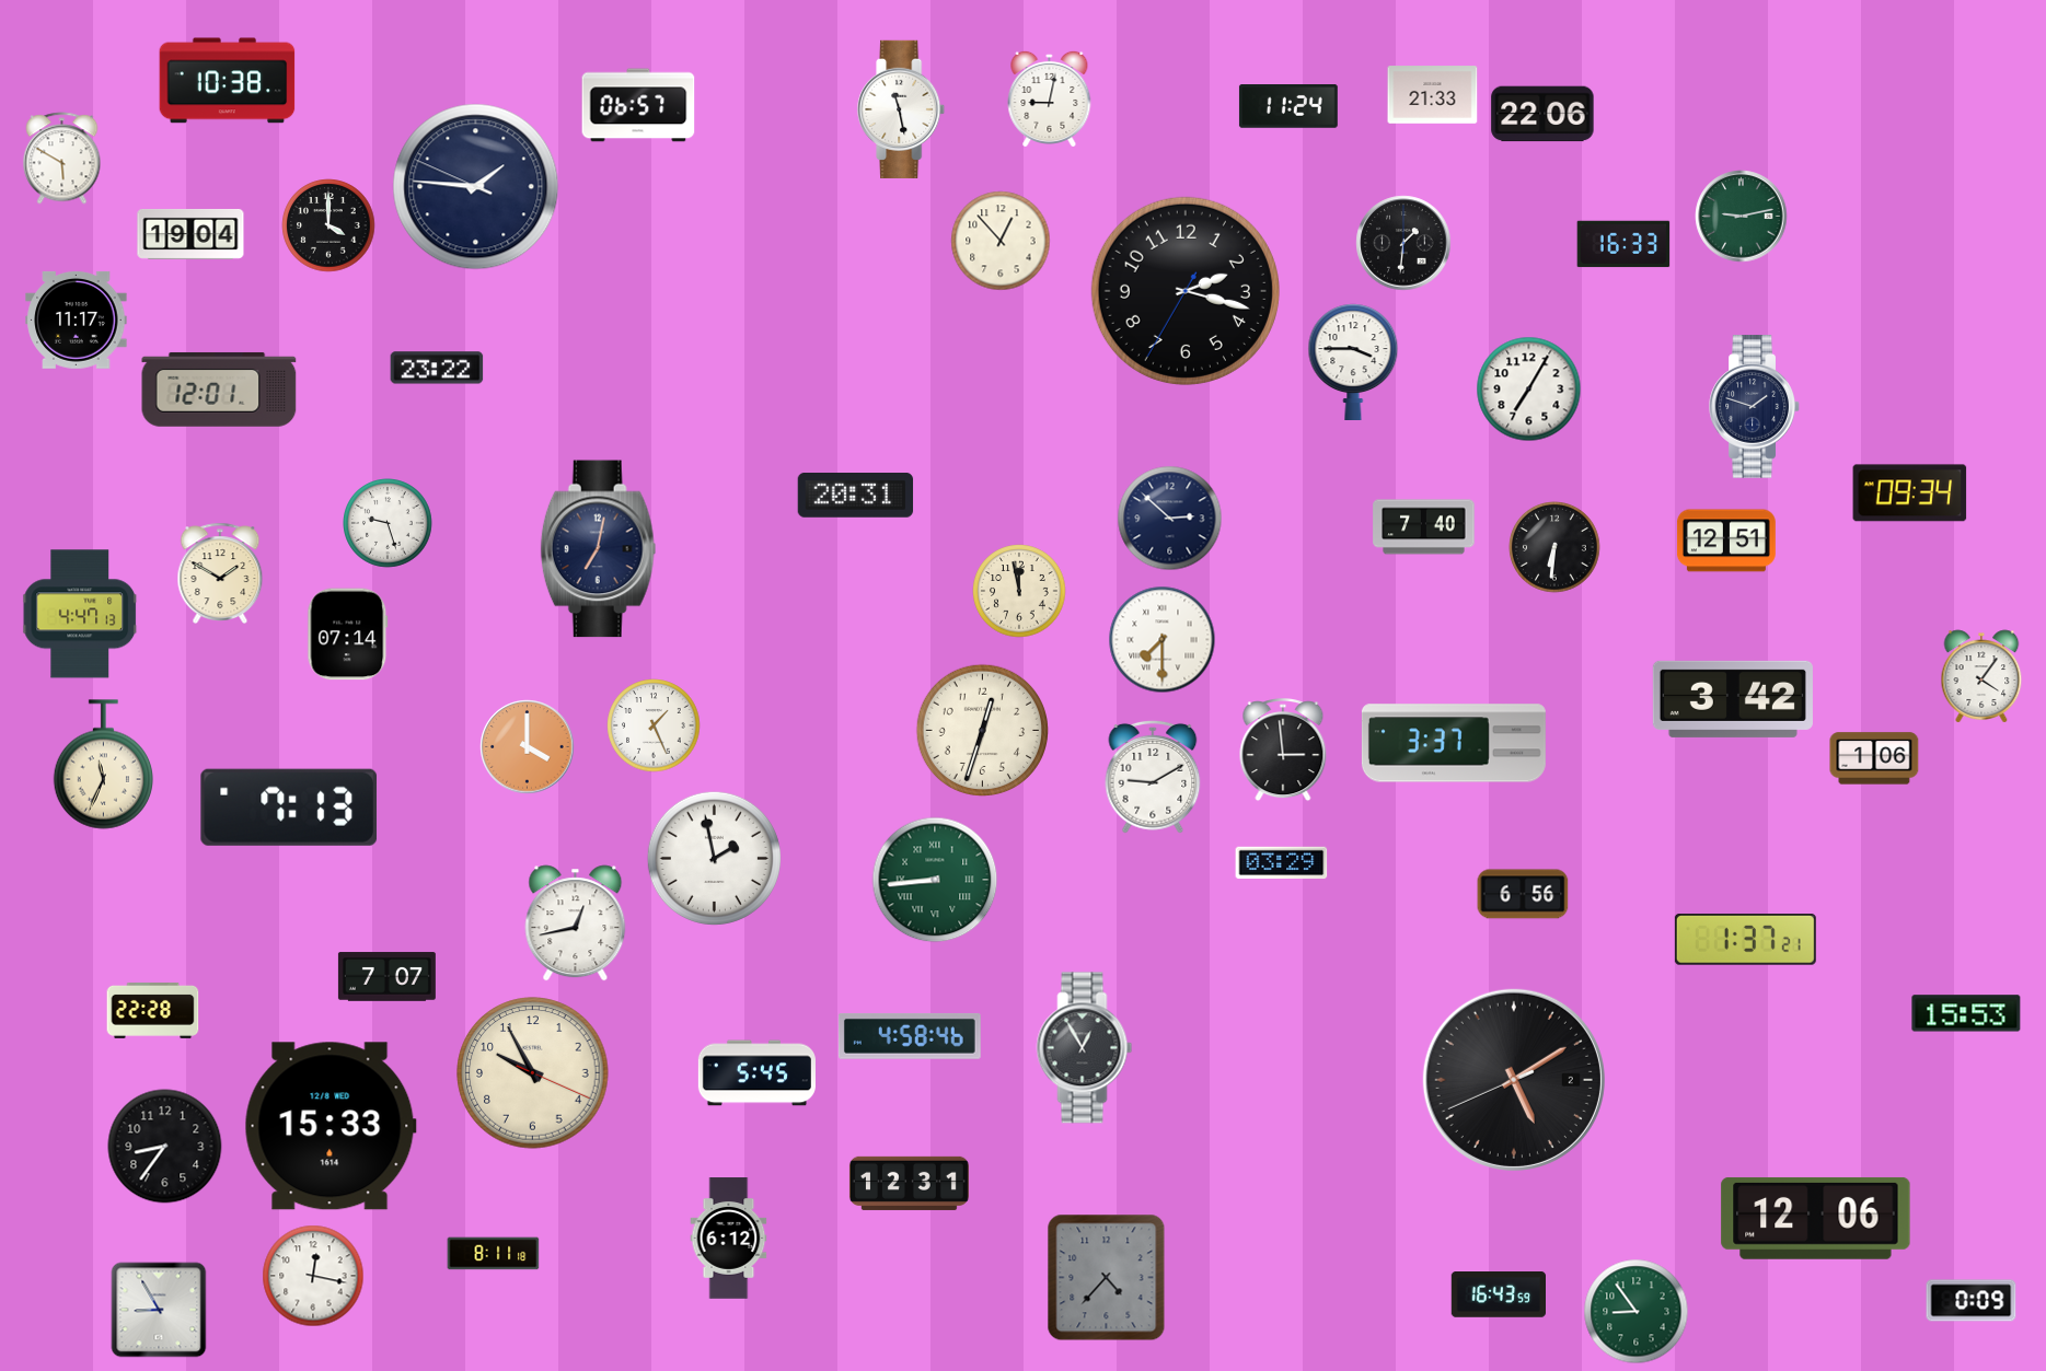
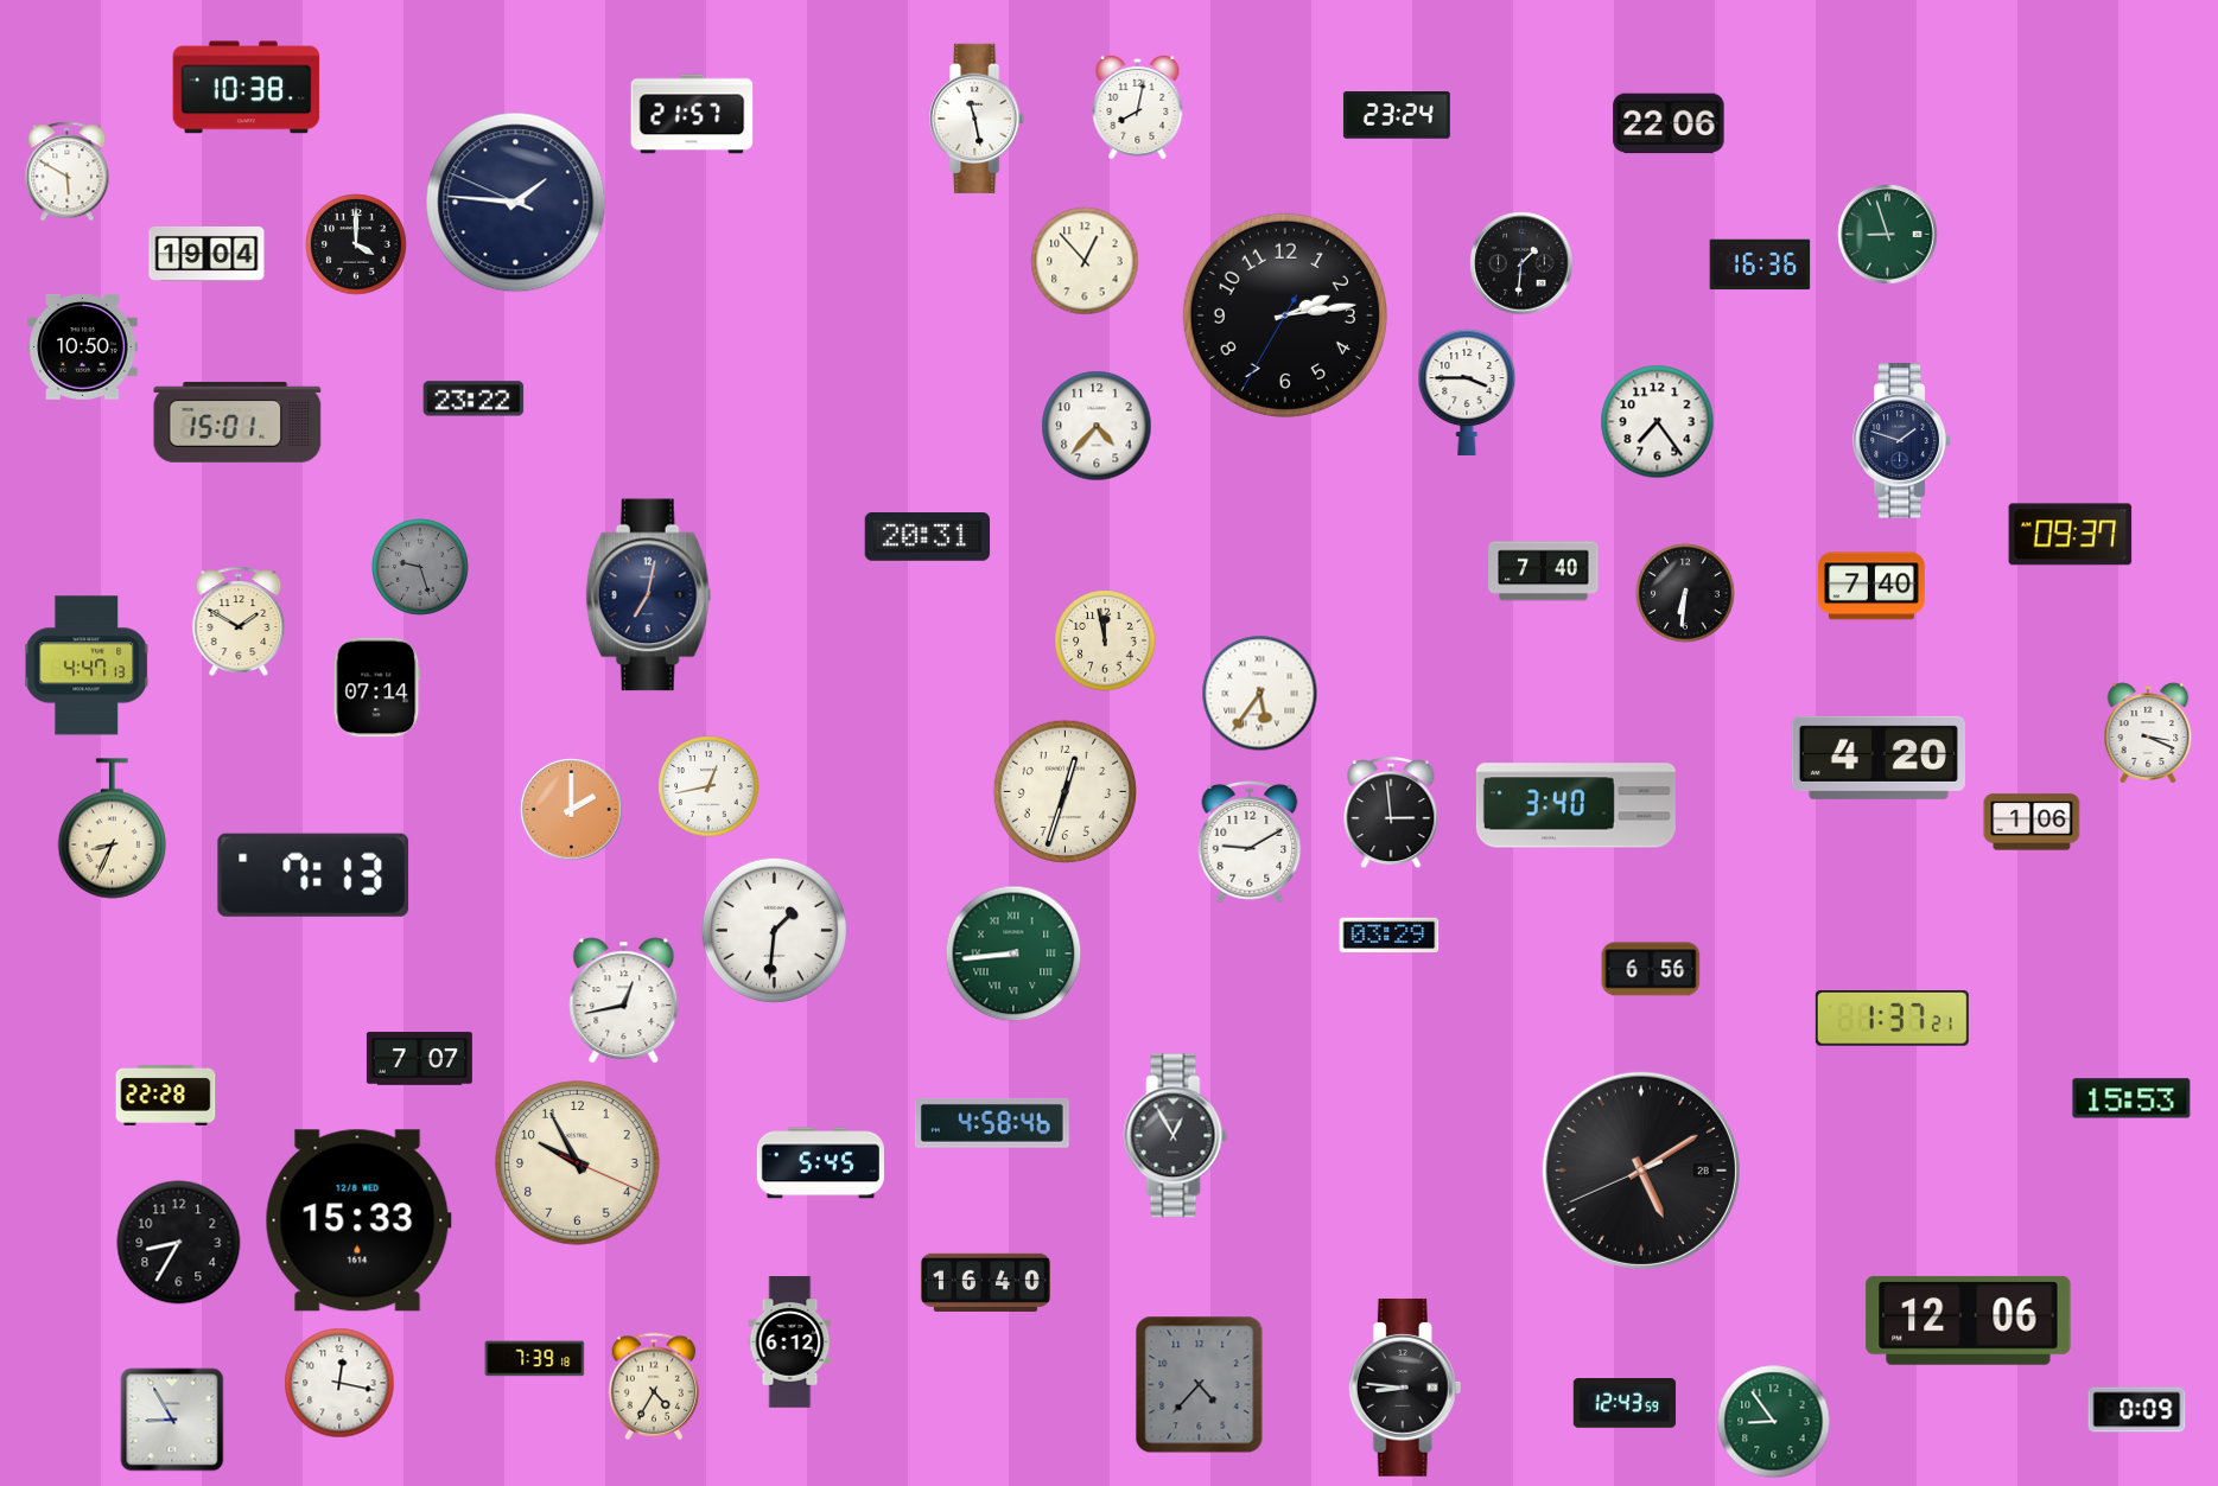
clock at (1433, 95): 21:33 -> none
clock at (1050, 98): 9:02 -> 8:02
clock at (638, 105): 06:57 -> 21:57
clock at (1288, 107): 11:24 -> 23:24
clock at (1542, 114) position: (1542, 114) -> (1669, 123)
clock at (1742, 217): 9:13 -> 8:57
clock at (1623, 244): 16:33 -> 16:36
clock at (1186, 291): 2:17 -> 2:13
clock at (77, 319): 11:17 -> 10:50
clock at (219, 390): 12:01 -> 15:01
clock at (1529, 390): 7:05 -> 7:24
clock at (1097, 426): none -> 4:37
clock at (1910, 493): 09:34 -> 09:37
clock at (1170, 519): 2:52 -> none
clock at (389, 524) dial: white -> grey
clock at (1726, 541): 12:51 -> 7:40
clock at (1163, 640): 7:30 -> 5:36
clock at (1981, 676): 4:06 -> 3:19
clock at (1733, 699): 3:42 -> 4:20
clock at (654, 725): 1:26 -> 12:43
clock at (1454, 743): 3:37 -> 3:40
clock at (528, 747): 4:00 -> 2:00
clock at (103, 765): 11:34 -> 8:34
clock at (714, 858): 1:58 -> 1:31
clock at (910, 1036) position: (910, 1036) -> (992, 1123)
clock at (1514, 1080) date: 2 -> 28
clock at (165, 1147): 8:36 -> 8:35
clock at (909, 1183): 12:31 -> 16:40
clock at (494, 1254): 8:11 -> 7:39
clock at (654, 1386): none -> 4:35
clock at (1405, 1388): none -> 8:46
clock at (1498, 1296): 16:43 -> 12:43
